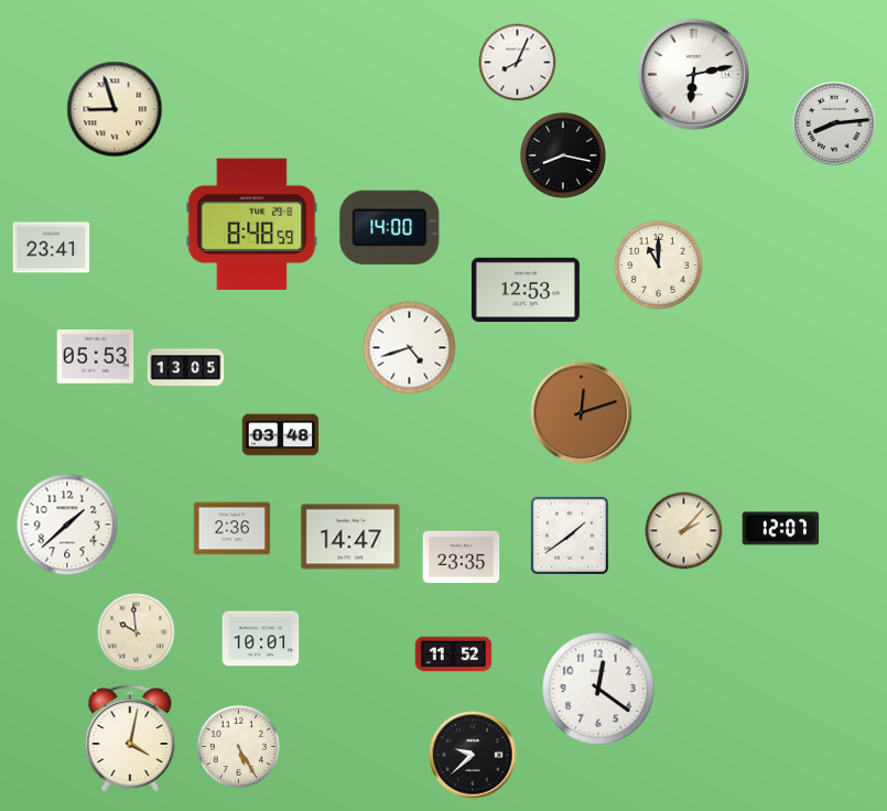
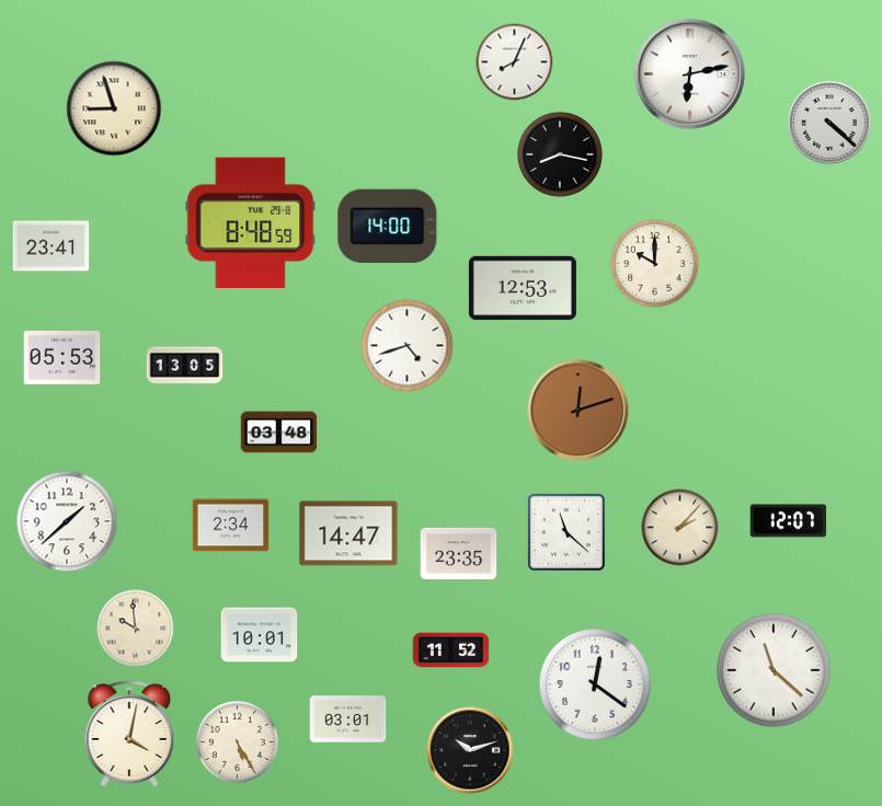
clock at (835, 125): 8:14 -> 4:22
clock at (659, 266): 11:00 -> 10:00
clock at (96, 357) position: (96, 357) -> (62, 358)
clock at (232, 529): 2:36 -> 2:34
clock at (781, 529) position: (781, 529) -> (789, 521)
clock at (570, 536): 1:39 -> 11:22
clock at (774, 670): none -> 11:22
clock at (348, 719): none -> 03:01
clock at (473, 755): 9:38 -> 10:12
